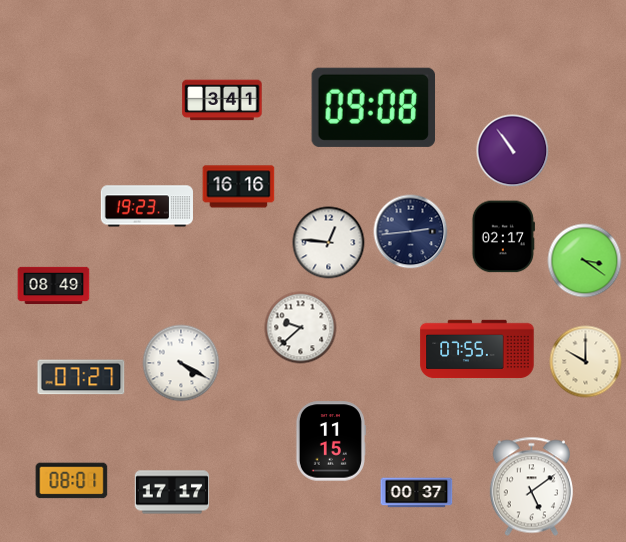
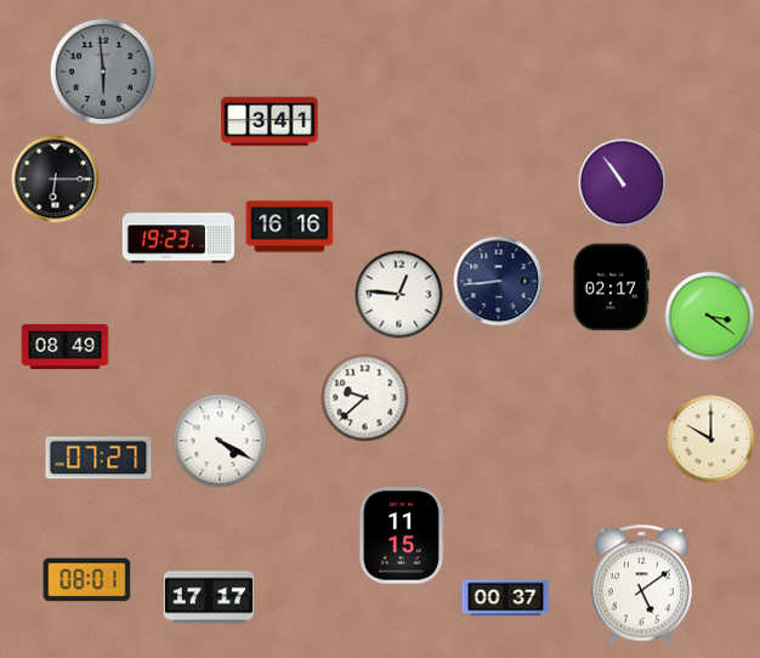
clock at (103, 72): none -> 5:59
clock at (373, 107): 09:08 -> none
clock at (56, 180): none -> 6:15
clock at (147, 206) position: (147, 206) -> (178, 238)
clock at (411, 232): 2:44 -> 8:44
clock at (477, 349): 07:55 -> none
clock at (72, 481) position: (72, 481) -> (87, 580)
clock at (531, 487) position: (531, 487) -> (641, 585)
